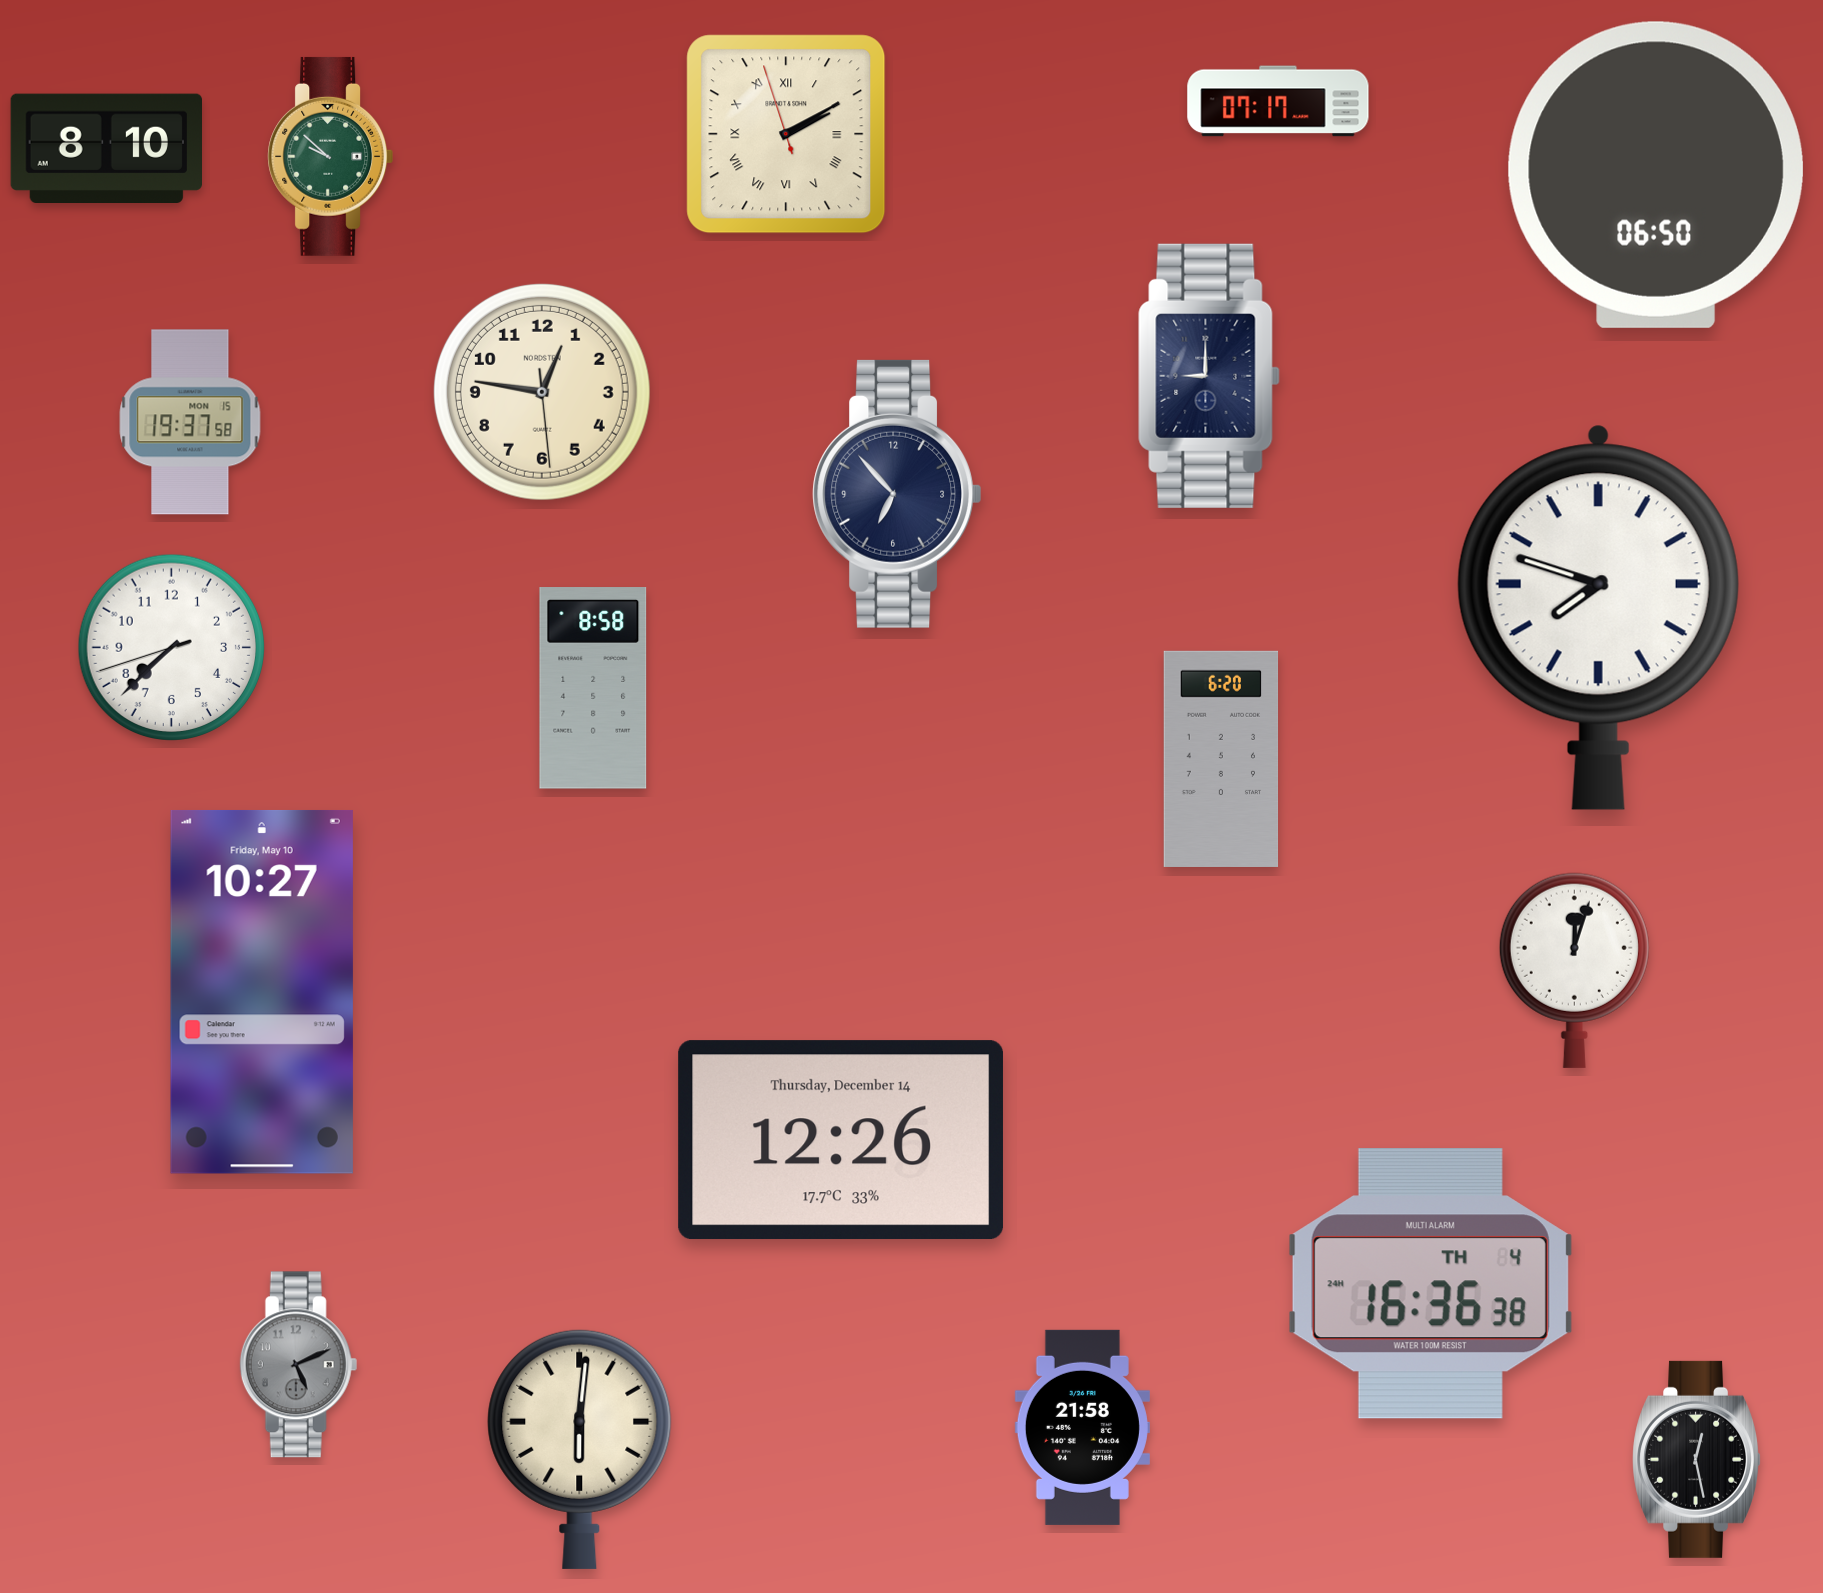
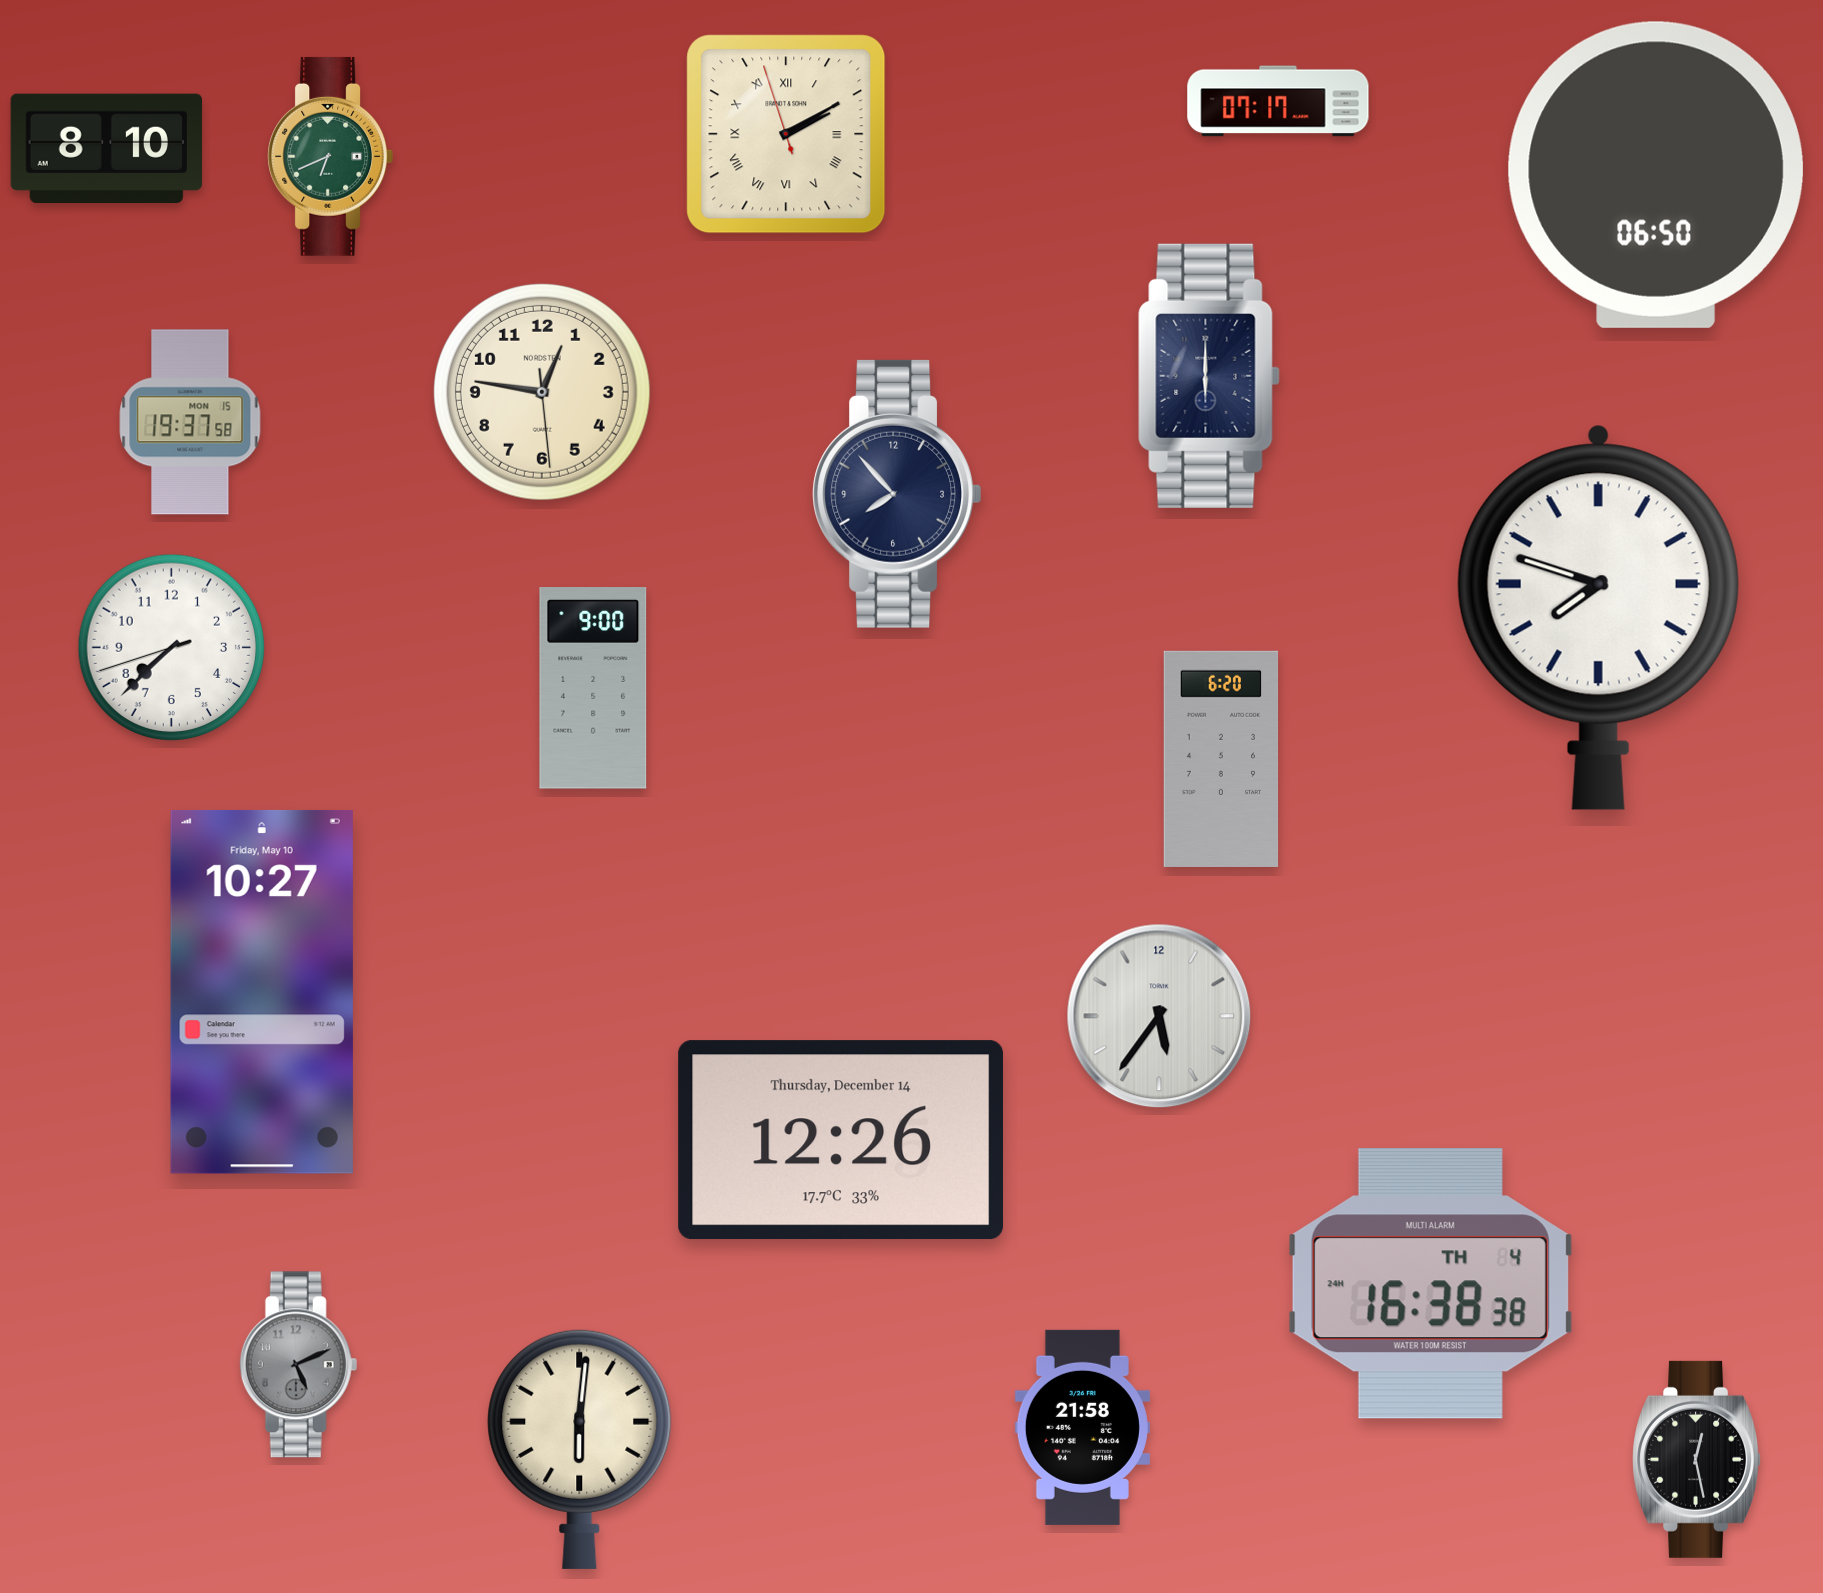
clock at (330, 156): 9:52 -> 6:41
clock at (1209, 376): 9:00 -> 6:00
clock at (896, 494): 6:53 -> 7:53
clock at (593, 688): 8:58 -> 9:00
clock at (1574, 970): 12:03 -> none
clock at (1159, 1016): none -> 5:36
clock at (1430, 1284): 16:36 -> 16:38
